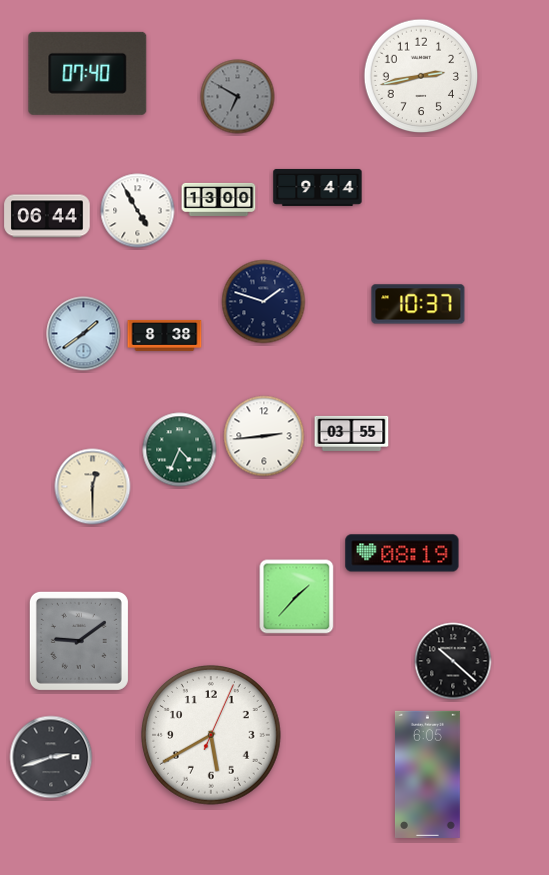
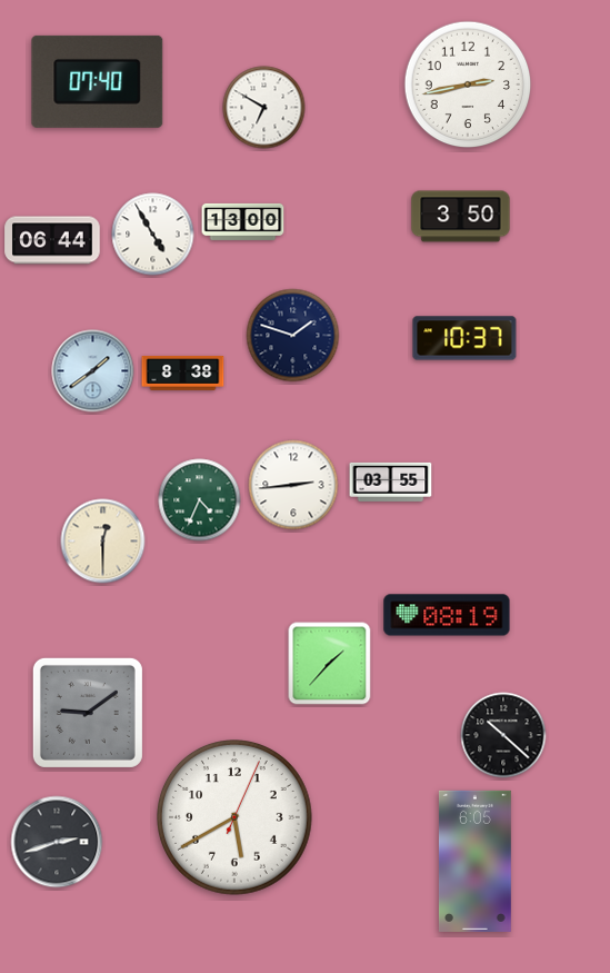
clock at (238, 97) dial: grey -> white
clock at (318, 187): 9:44 -> none
clock at (461, 217): none -> 3:50
